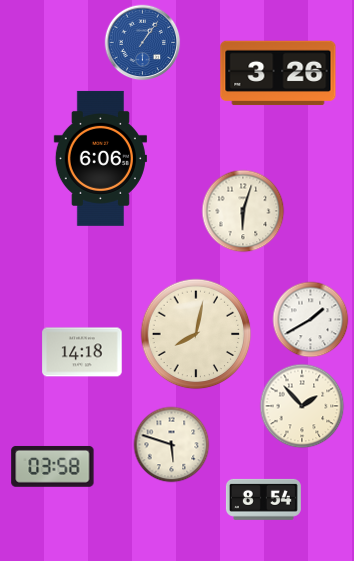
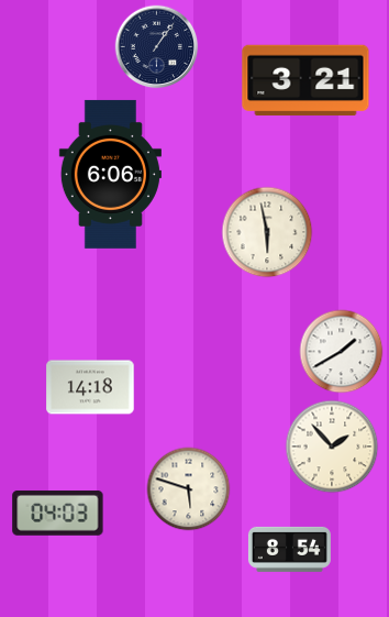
clock at (143, 43) dial: blue -> navy
clock at (278, 73): 3:26 -> 3:21
clock at (243, 211): 6:03 -> 5:58
clock at (196, 334): 8:02 -> none
clock at (53, 466): 03:58 -> 04:03
